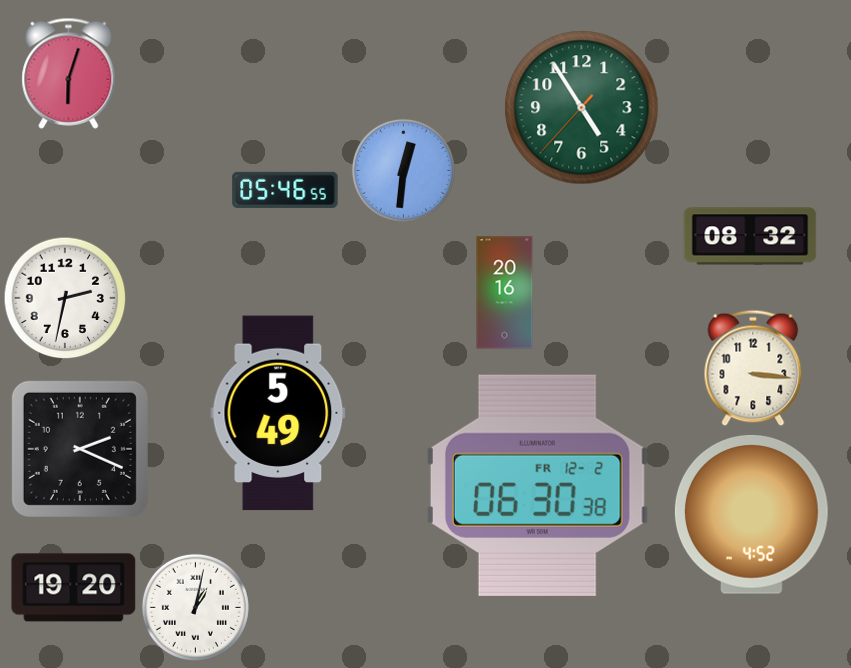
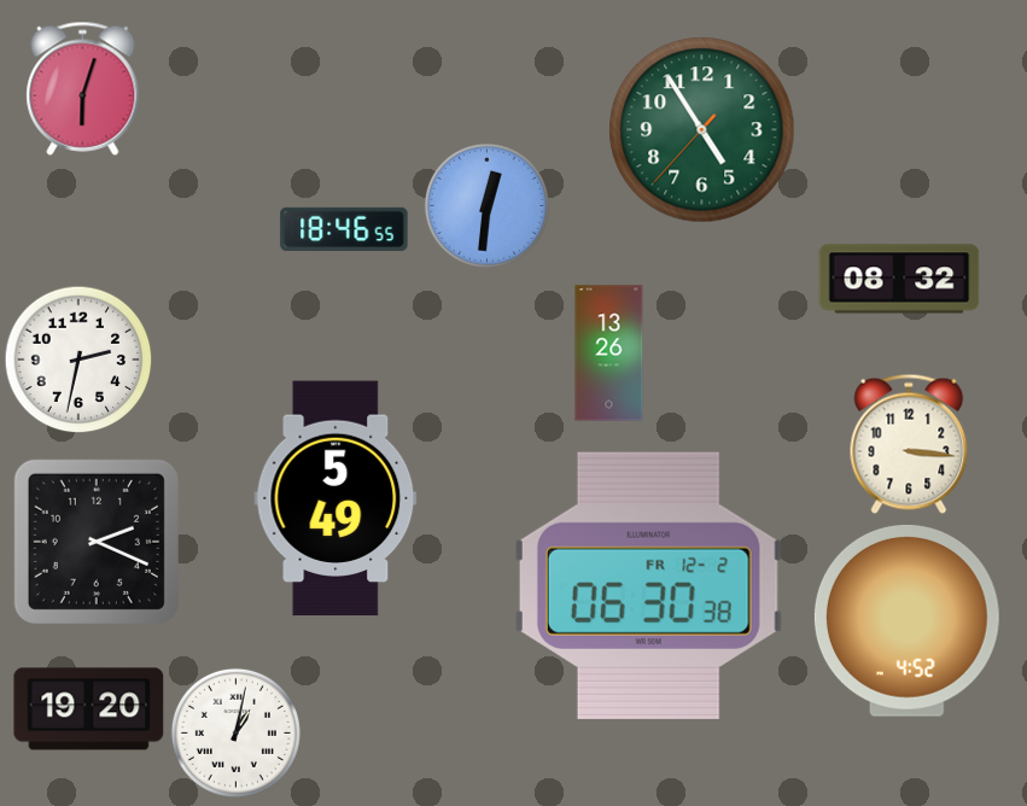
clock at (285, 190): 05:46 -> 18:46
clock at (750, 236) position: (750, 236) -> (899, 279)
clock at (505, 293): 20:16 -> 13:26
